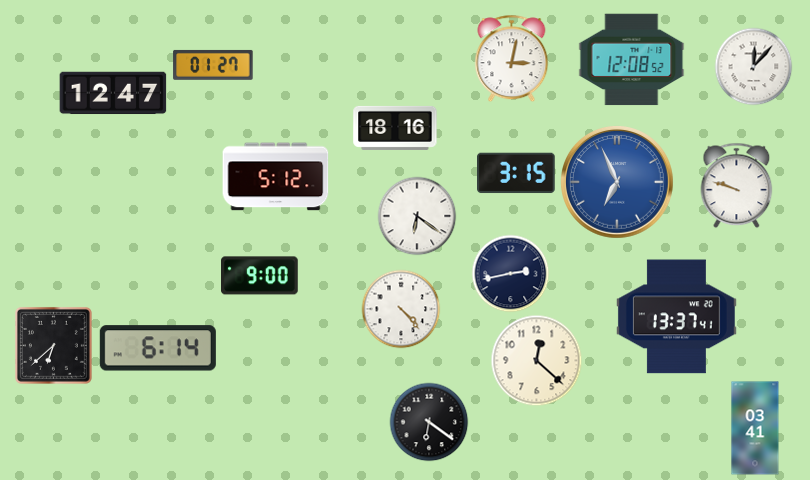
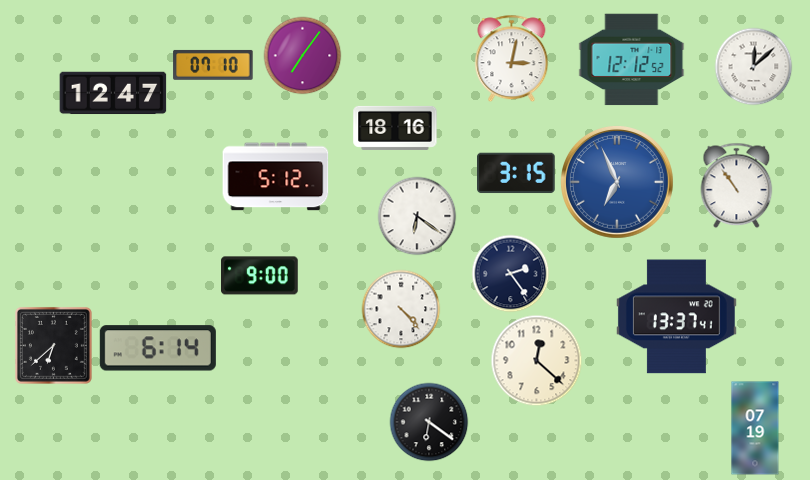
clock at (302, 55): none -> 7:06
clock at (632, 60): 12:08 -> 12:12
clock at (213, 65): 01:27 -> 07:10
clock at (753, 66): 12:07 -> 12:08
clock at (737, 185): 9:48 -> 10:54
clock at (510, 273): 2:43 -> 2:24
clock at (755, 428): 03:41 -> 07:19
